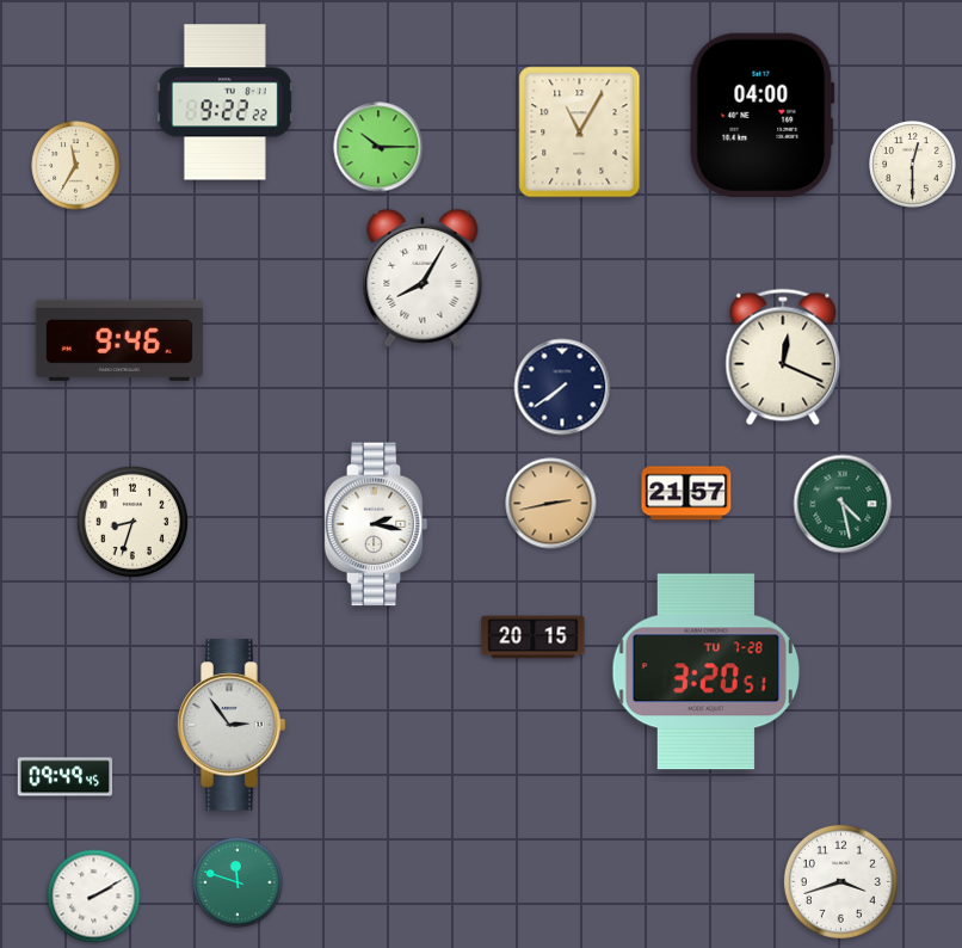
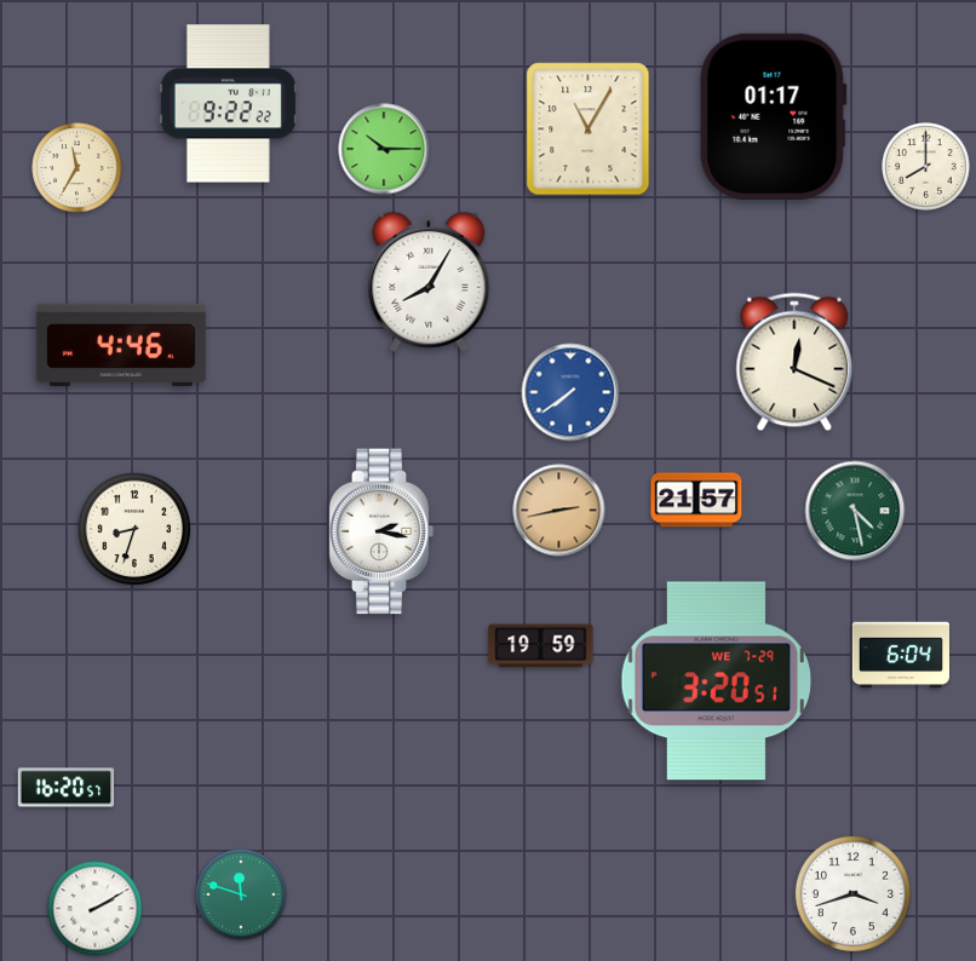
clock at (761, 115): 04:00 -> 01:17
clock at (580, 133) position: (580, 133) -> (589, 130)
clock at (913, 165): 12:30 -> 8:00
clock at (119, 340): 9:46 -> 4:46
clock at (562, 387) dial: navy -> blue
clock at (534, 638): 20:15 -> 19:59
clock at (901, 655): none -> 6:04
clock at (705, 672) date: TU 7-28 -> WE 7-29
clock at (232, 725): 2:54 -> none
clock at (66, 777): 09:49 -> 16:20
